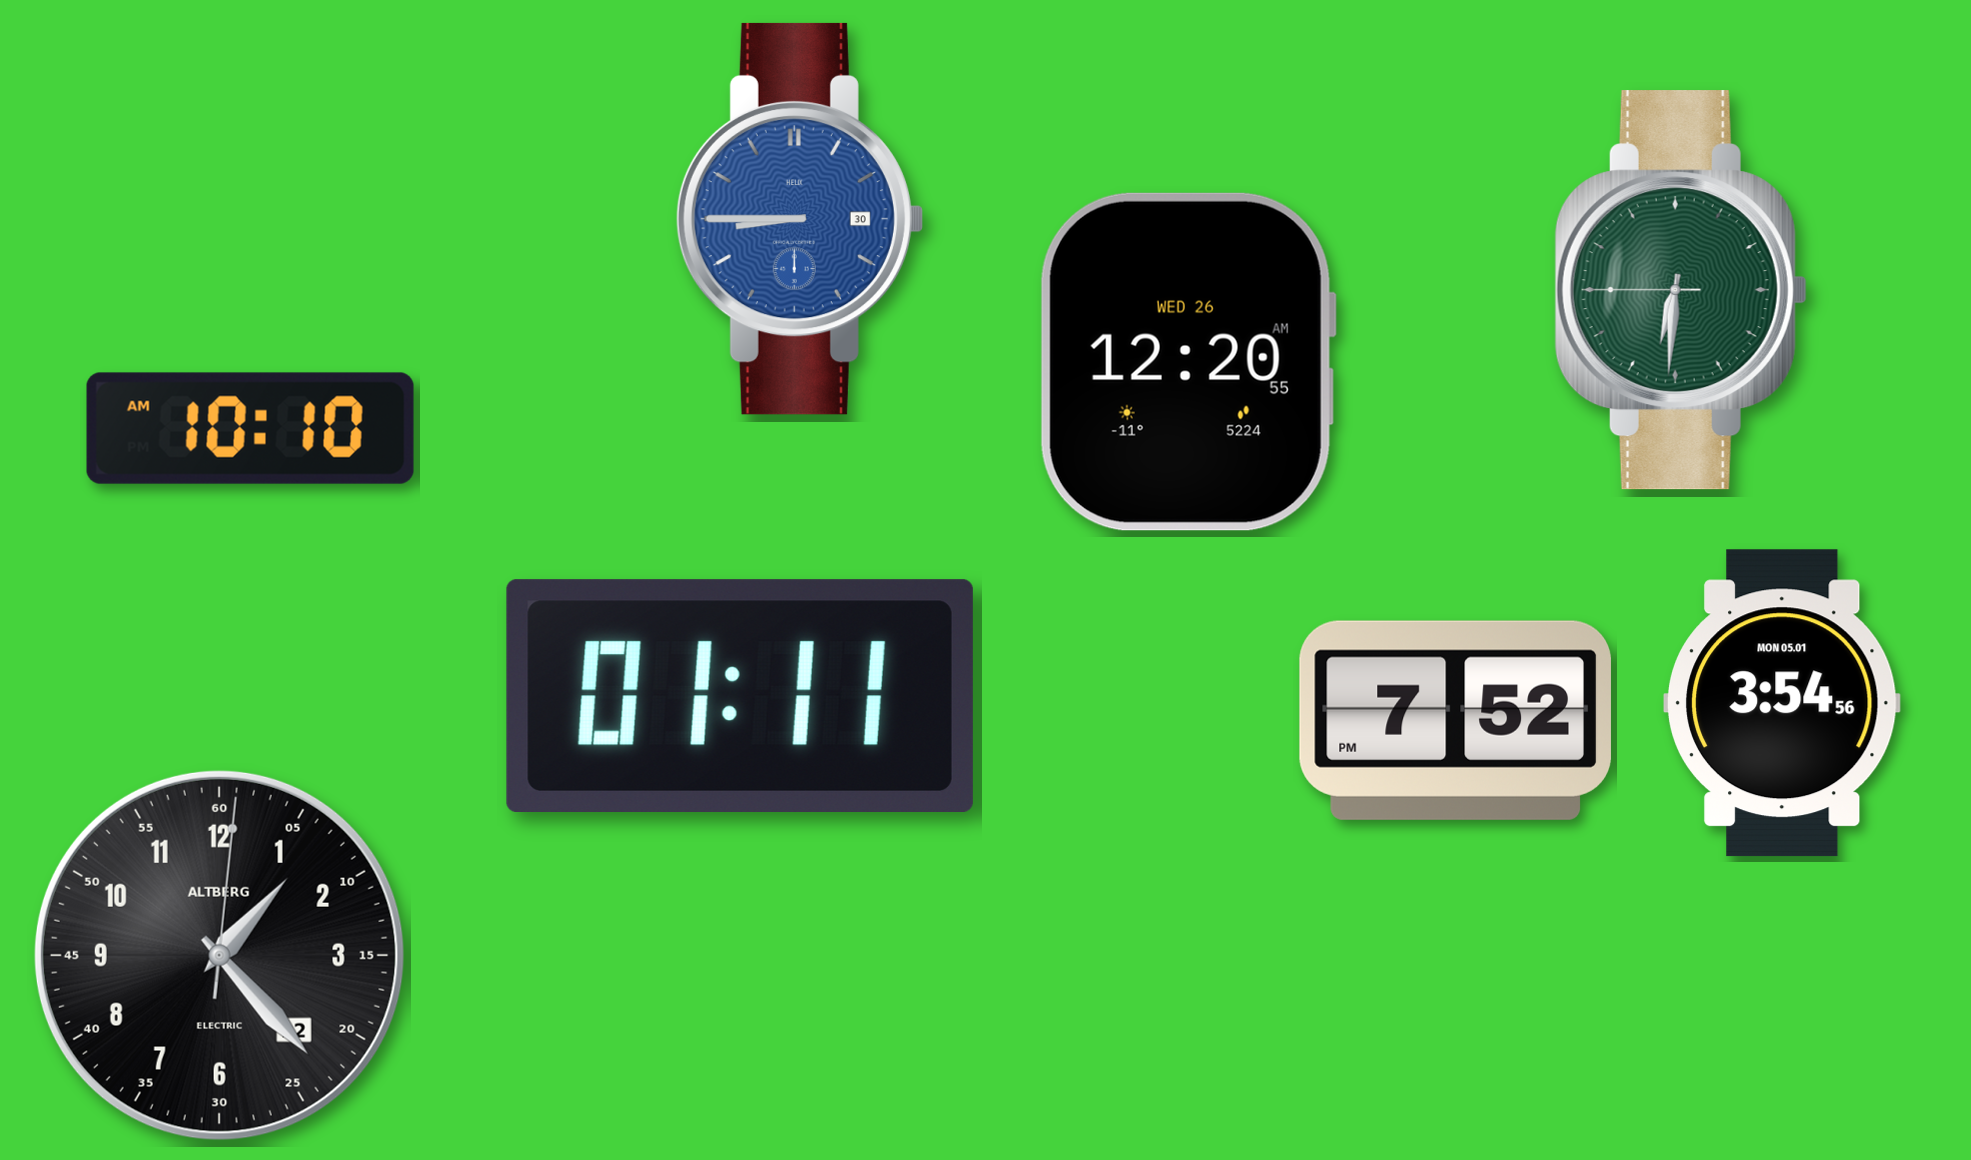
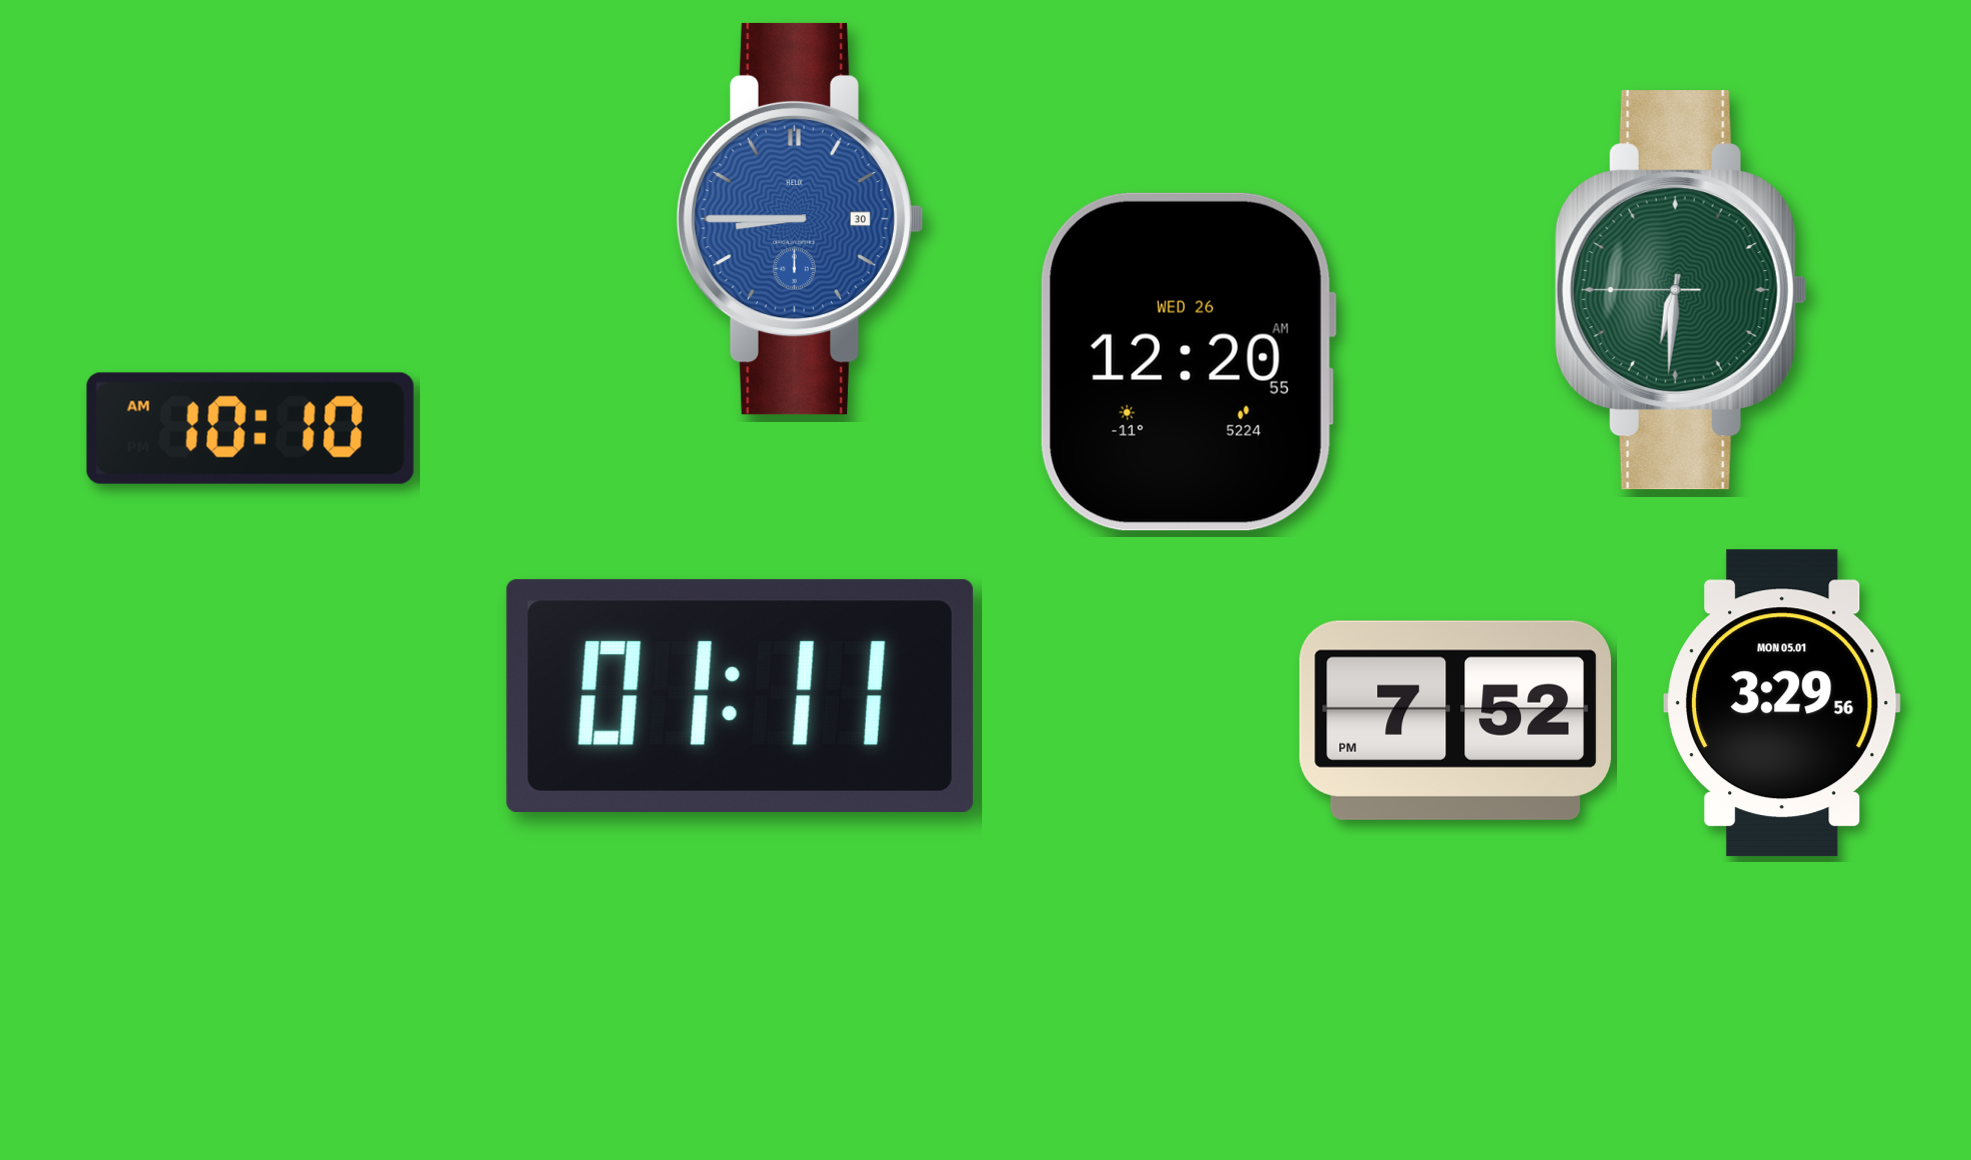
clock at (1782, 703): 3:54 -> 3:29
clock at (219, 955): 1:23 -> none
